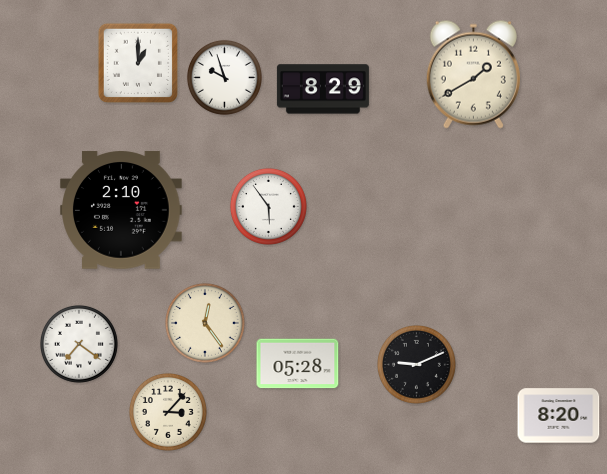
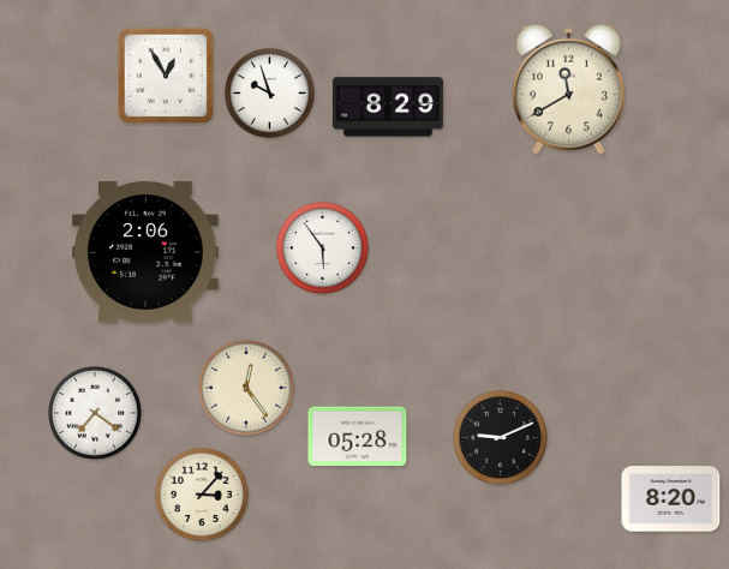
clock at (137, 63): 1:00 -> 12:55
clock at (473, 74): 1:40 -> 11:40
clock at (122, 210): 2:10 -> 2:06
